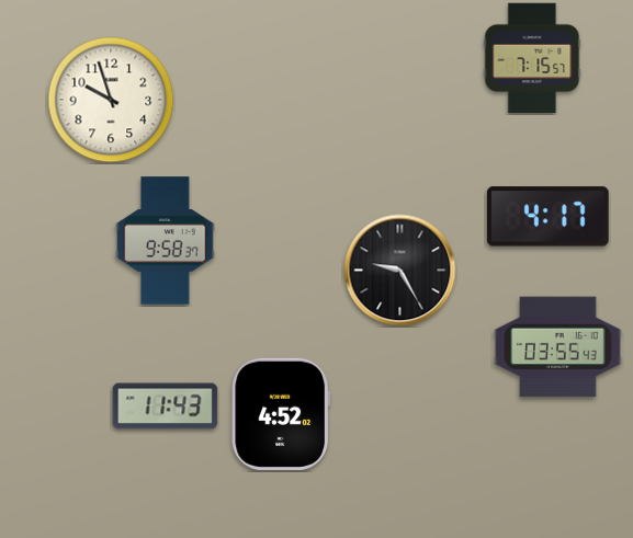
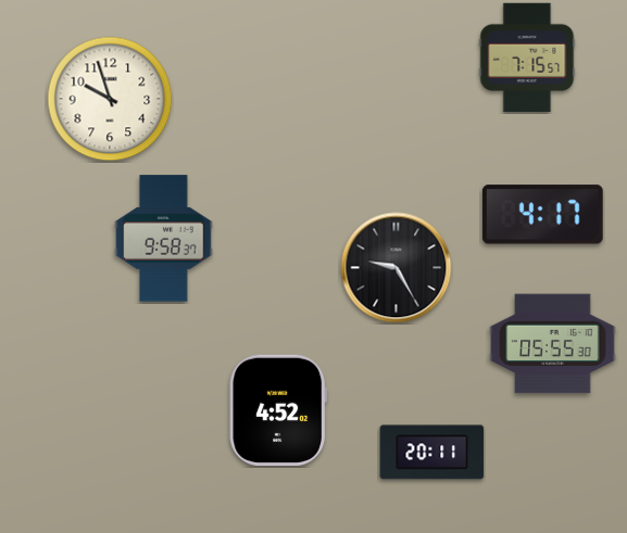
clock at (558, 347): 03:55 -> 05:55
clock at (166, 407): 11:43 -> none
clock at (432, 453): none -> 20:11
